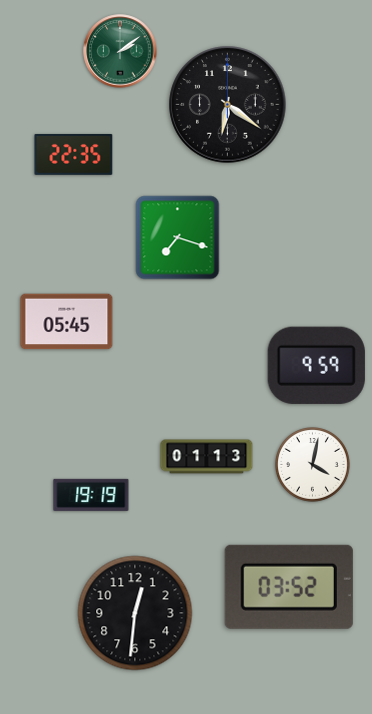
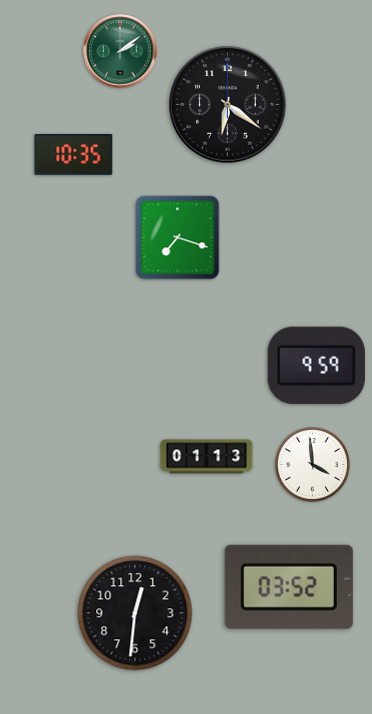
clock at (74, 154): 22:35 -> 10:35
clock at (67, 322): 05:45 -> none
clock at (313, 465): 4:02 -> 3:59
clock at (91, 495): 19:19 -> none
